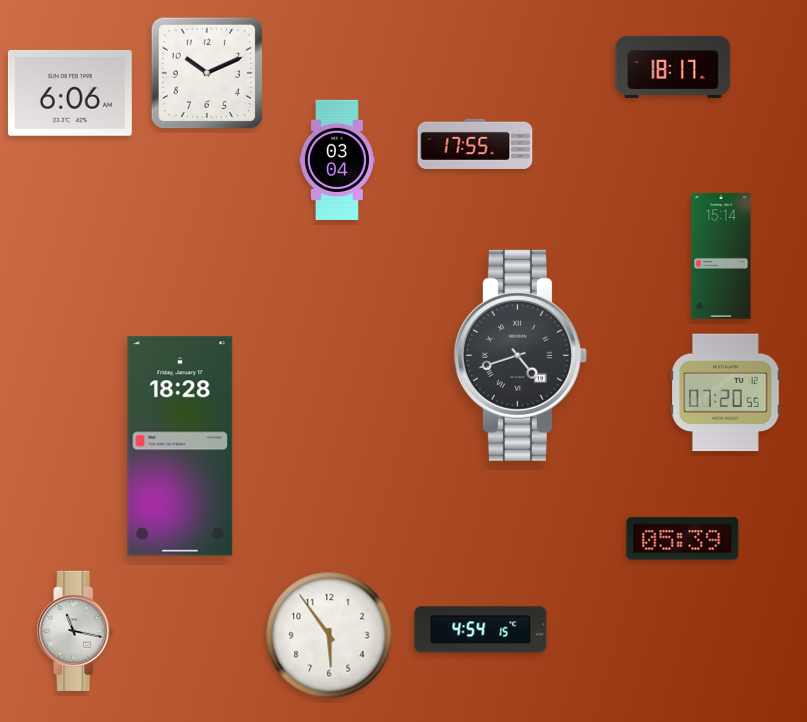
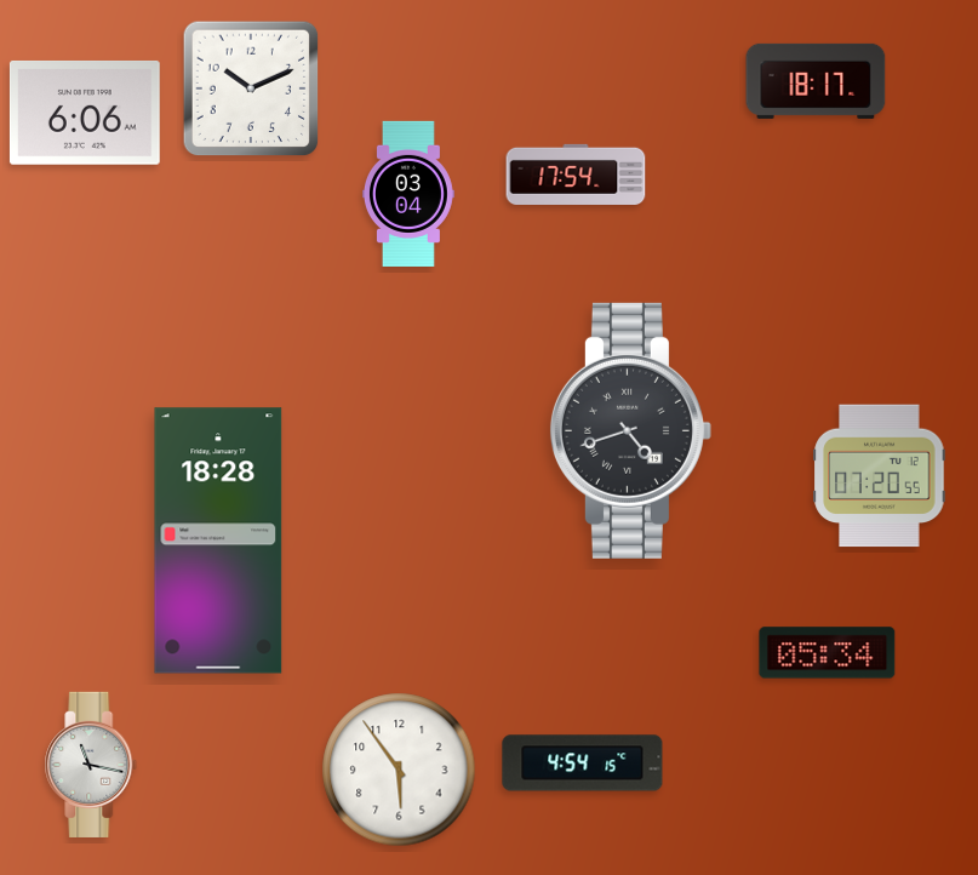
clock at (475, 144): 17:55 -> 17:54
clock at (721, 256): 15:14 -> none
clock at (683, 539): 05:39 -> 05:34
